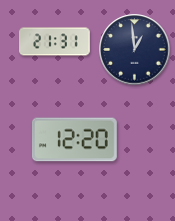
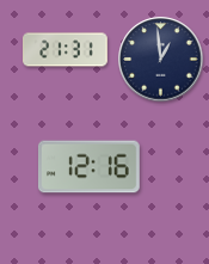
clock at (74, 140): 12:20 -> 12:16
